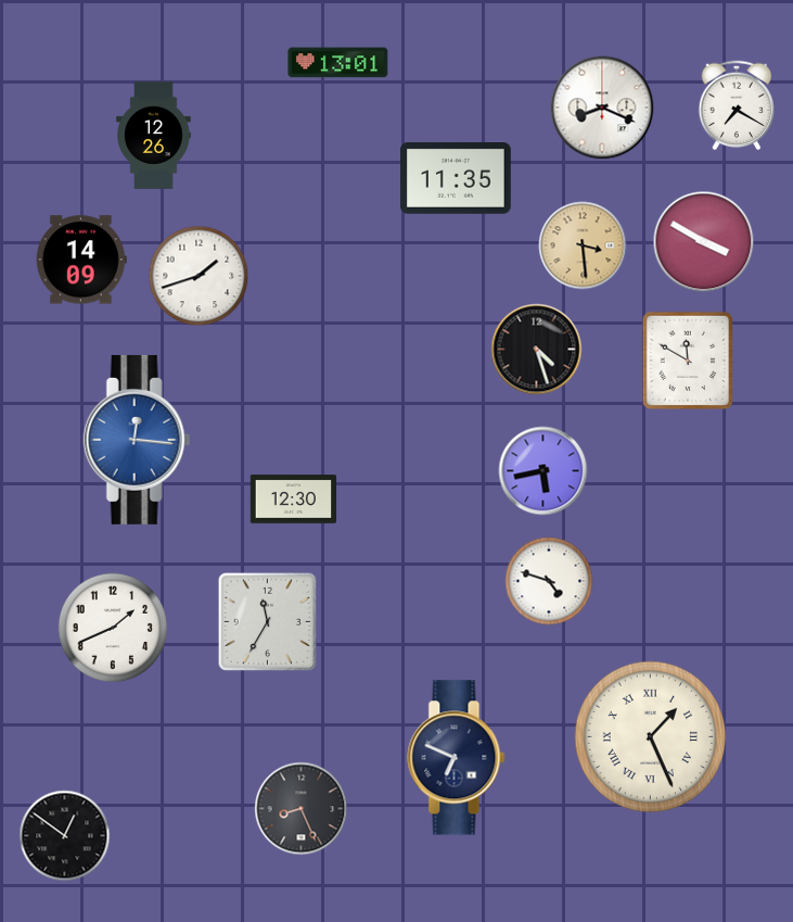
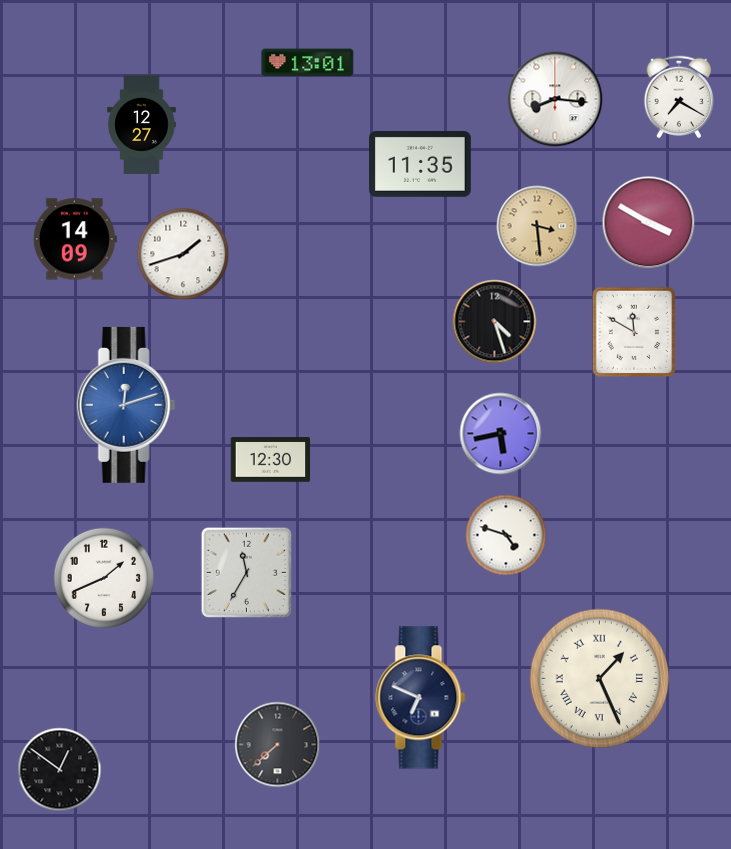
clock at (338, 63) position: (338, 63) -> (308, 63)
clock at (602, 108): 8:19 -> 8:16
clock at (154, 135): 12:26 -> 12:27
clock at (137, 440): 12:16 -> 12:12
clock at (302, 809): 8:26 -> 7:38
